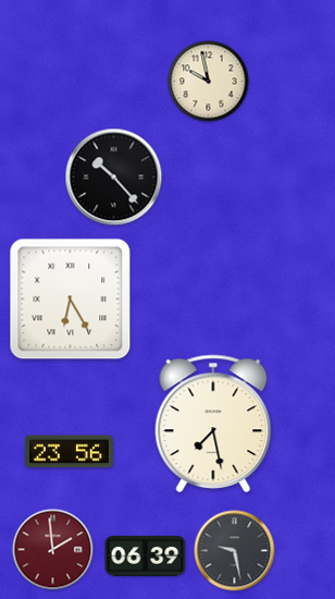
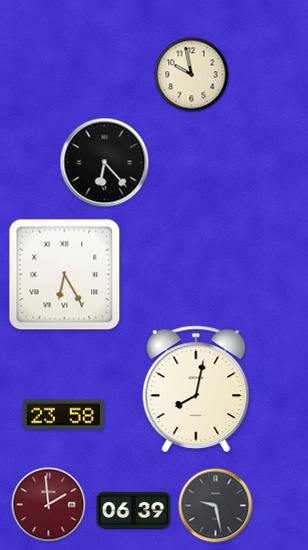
clock at (114, 178): 10:23 -> 6:23
clock at (213, 424): 7:28 -> 8:02
clock at (69, 452): 23:56 -> 23:58
